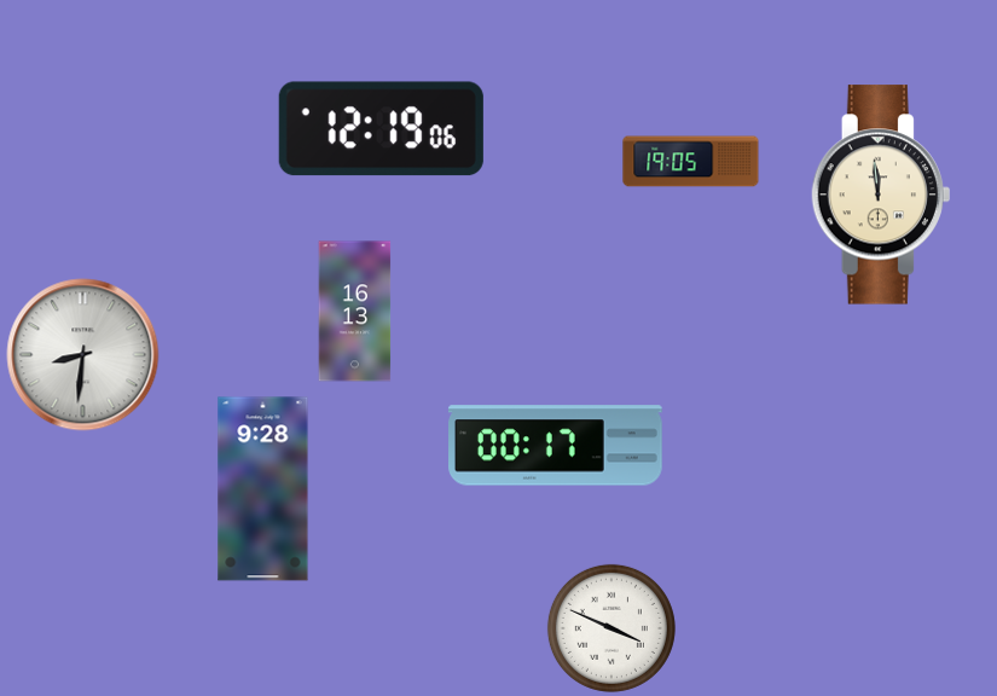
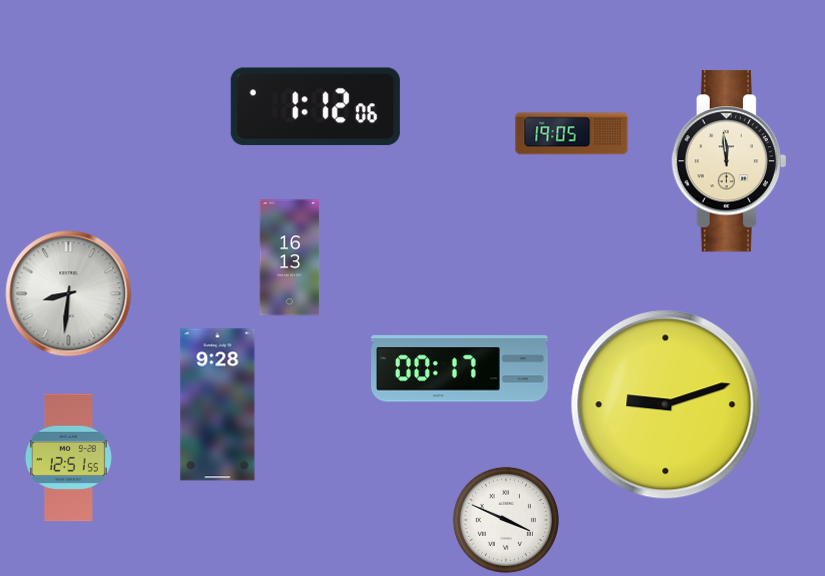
clock at (381, 129): 12:19 -> 1:12
clock at (355, 312) position: (355, 312) -> (290, 258)
clock at (666, 405): none -> 9:12
clock at (68, 458): none -> 12:51
